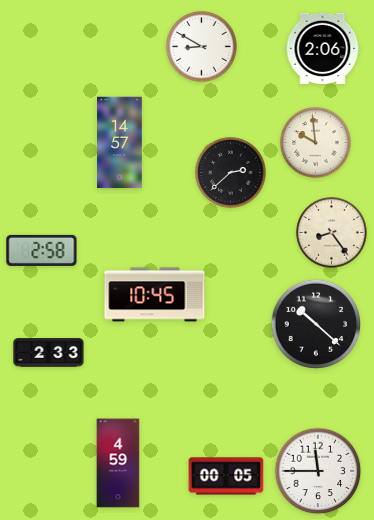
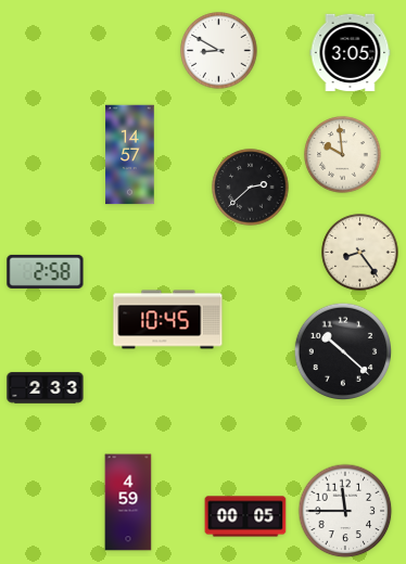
clock at (323, 49): 2:06 -> 3:05
clock at (49, 353) position: (49, 353) -> (46, 388)
